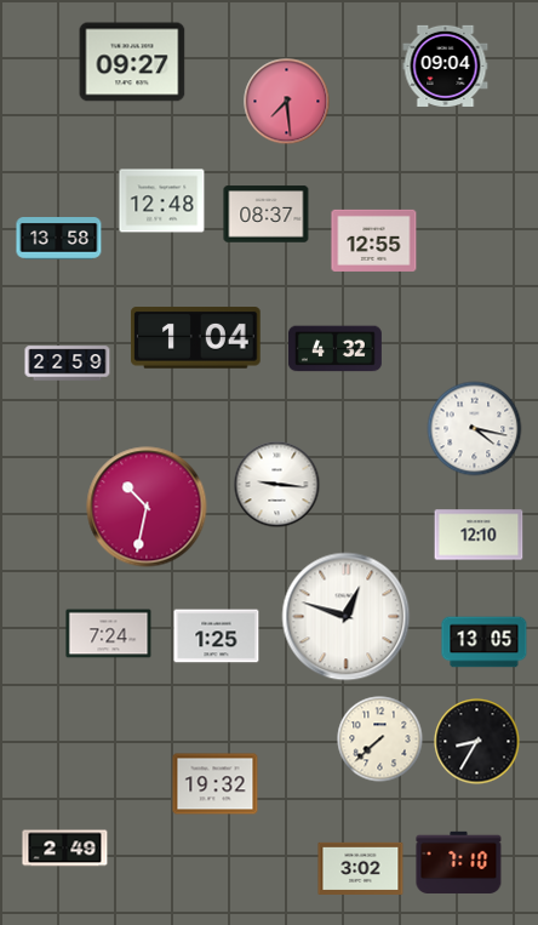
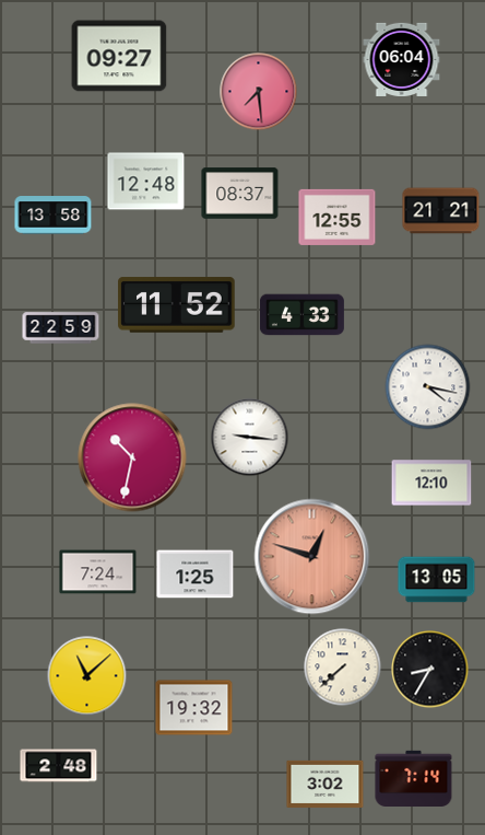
clock at (446, 65): 09:04 -> 06:04
clock at (441, 211): none -> 21:21
clock at (196, 338): 1:04 -> 11:52
clock at (334, 349): 4:32 -> 4:33
clock at (347, 617) dial: white -> salmon
clock at (87, 676): none -> 11:08
clock at (65, 849): 2:49 -> 2:48
clock at (459, 862): 7:10 -> 7:14
